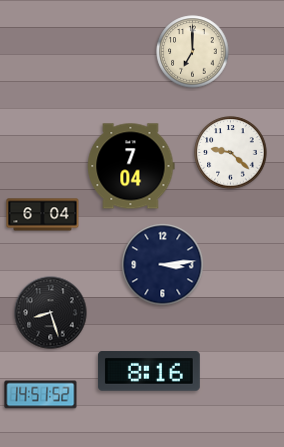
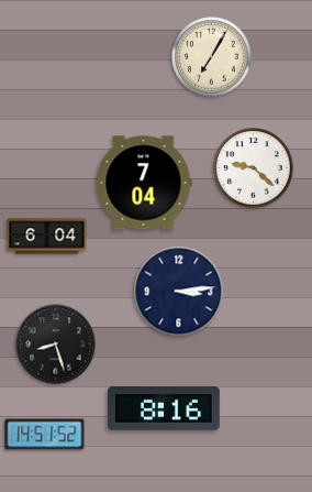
clock at (193, 52): 7:00 -> 7:05
